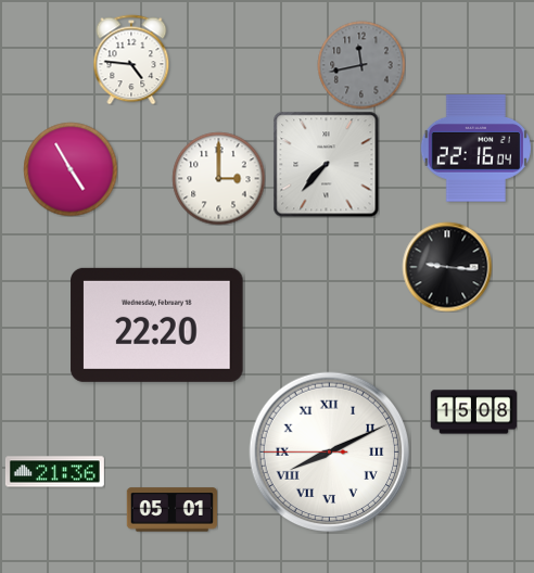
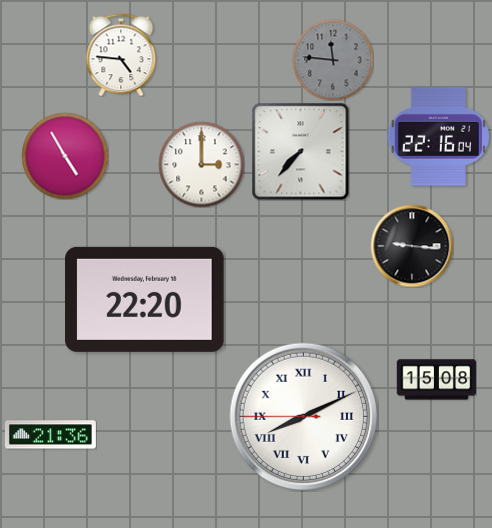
clock at (361, 65): 11:43 -> 11:46
clock at (171, 510): 05:01 -> none
